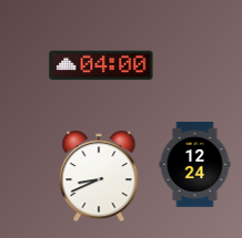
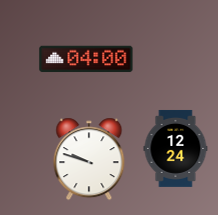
clock at (101, 65) position: (101, 65) -> (86, 59)
clock at (99, 176): 8:41 -> 9:48
